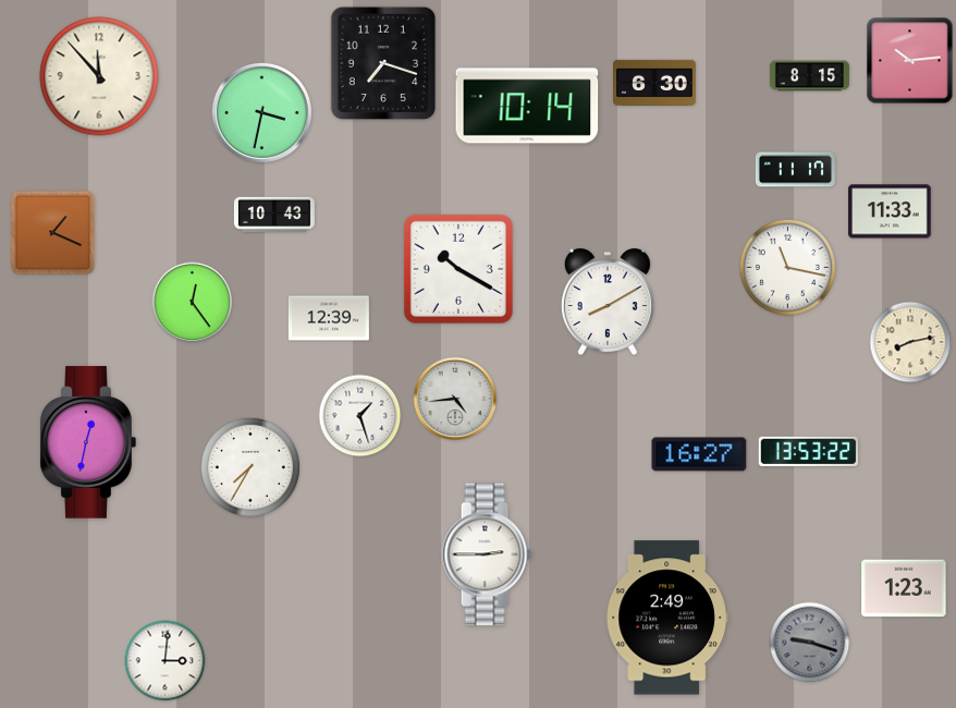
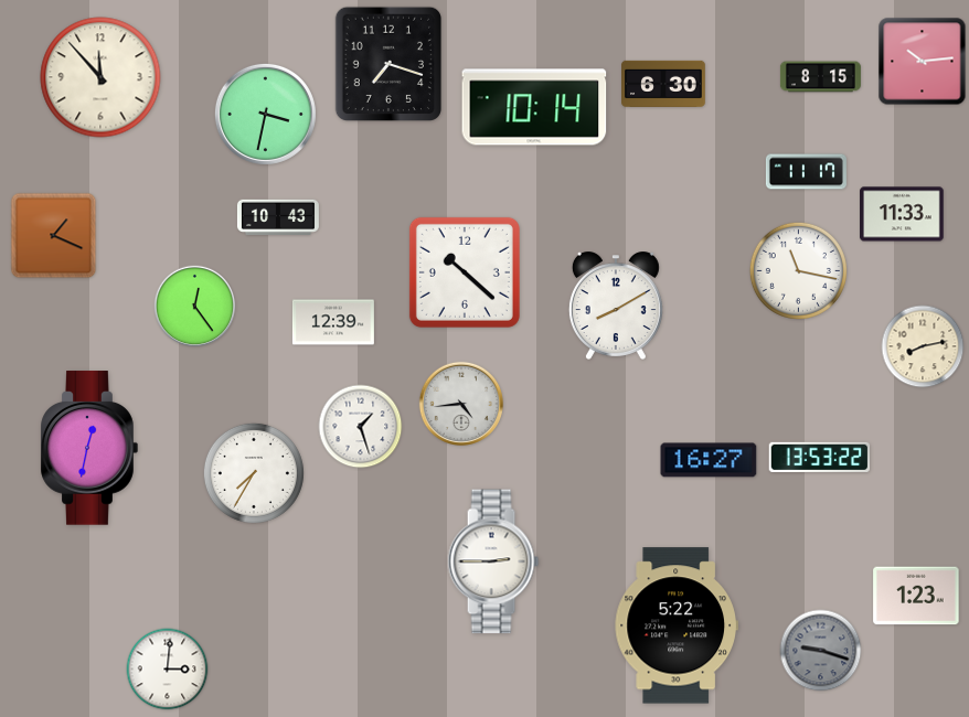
clock at (458, 269): 10:20 -> 10:22
clock at (360, 416) position: (360, 416) -> (361, 427)
clock at (667, 618): 2:49 -> 5:22
